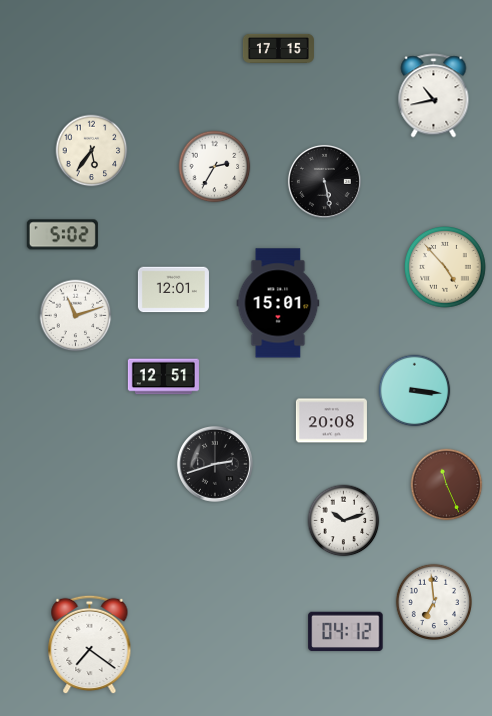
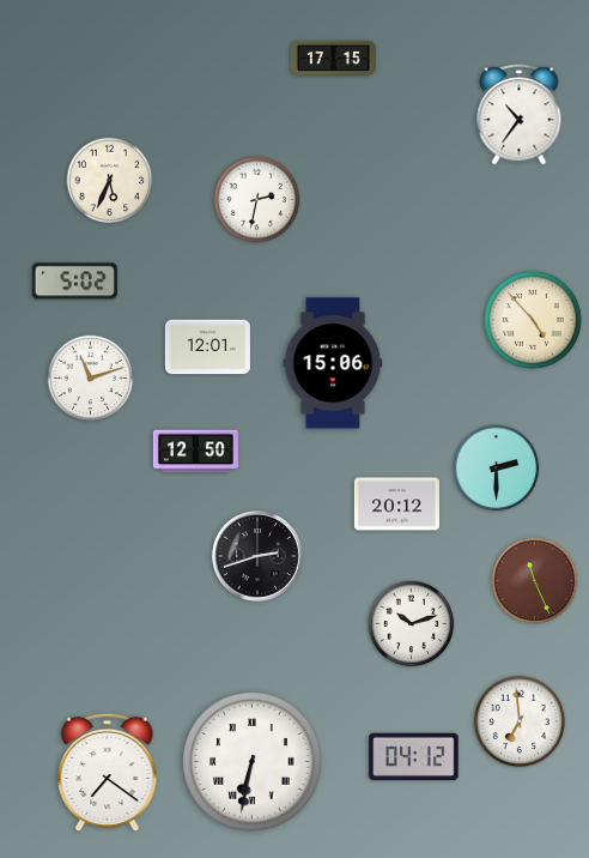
clock at (434, 96): 10:43 -> 10:36
clock at (92, 151): 5:36 -> 5:34
clock at (215, 167): 2:35 -> 2:32
clock at (324, 181): 5:28 -> none
clock at (278, 303): 15:01 -> 15:06
clock at (163, 377): 12:51 -> 12:50
clock at (415, 391): 3:16 -> 2:30
clock at (331, 421): 20:08 -> 20:12
clock at (253, 762): none -> 6:32
